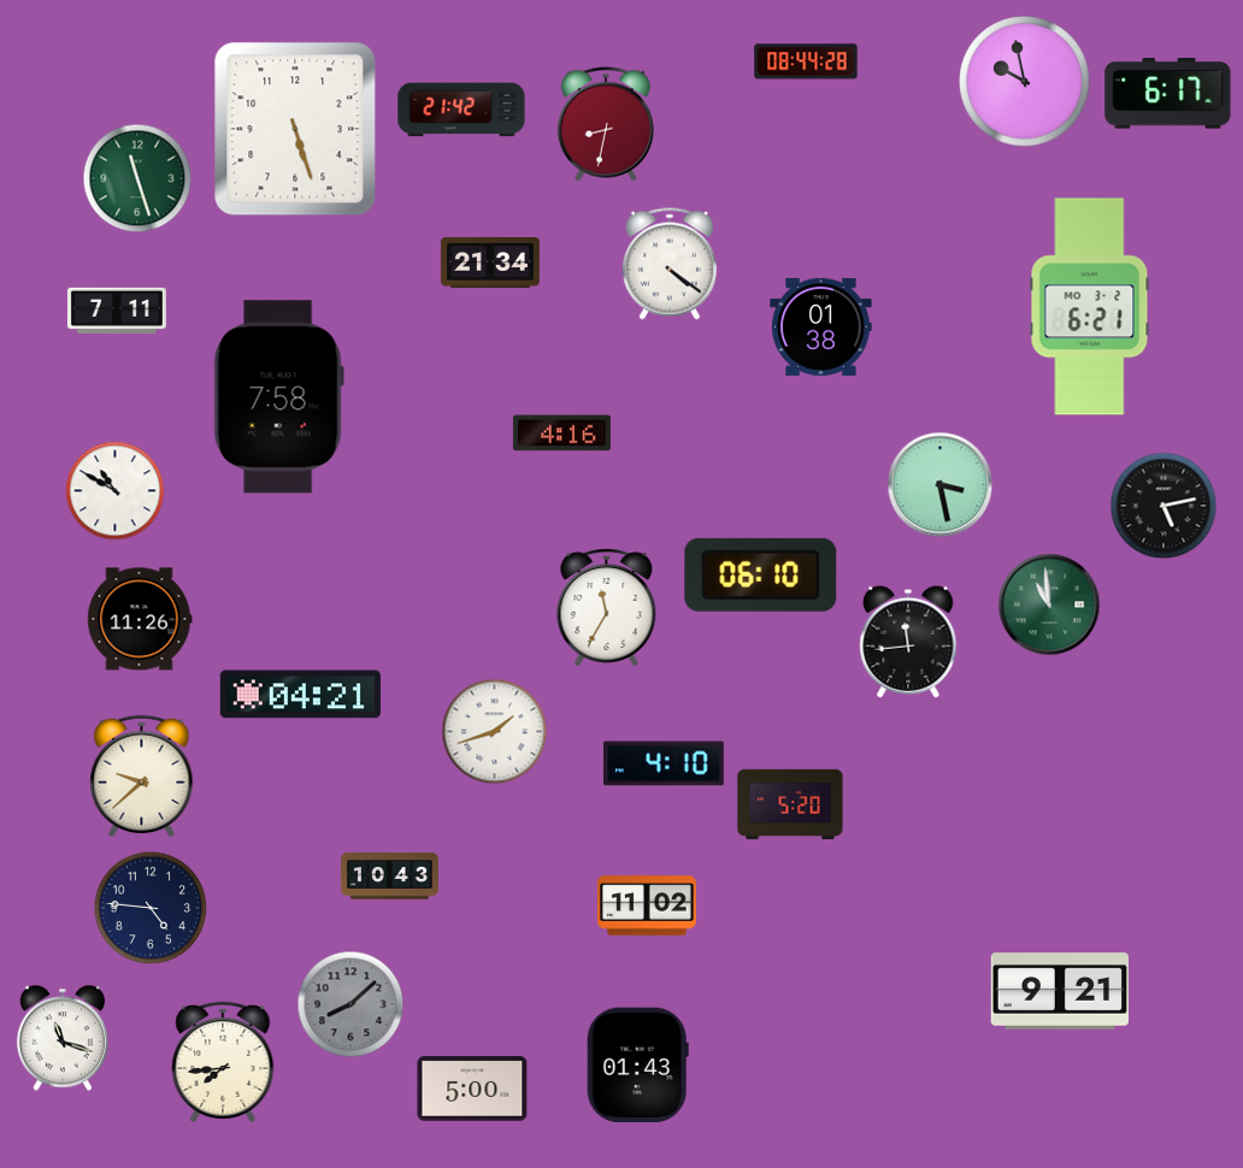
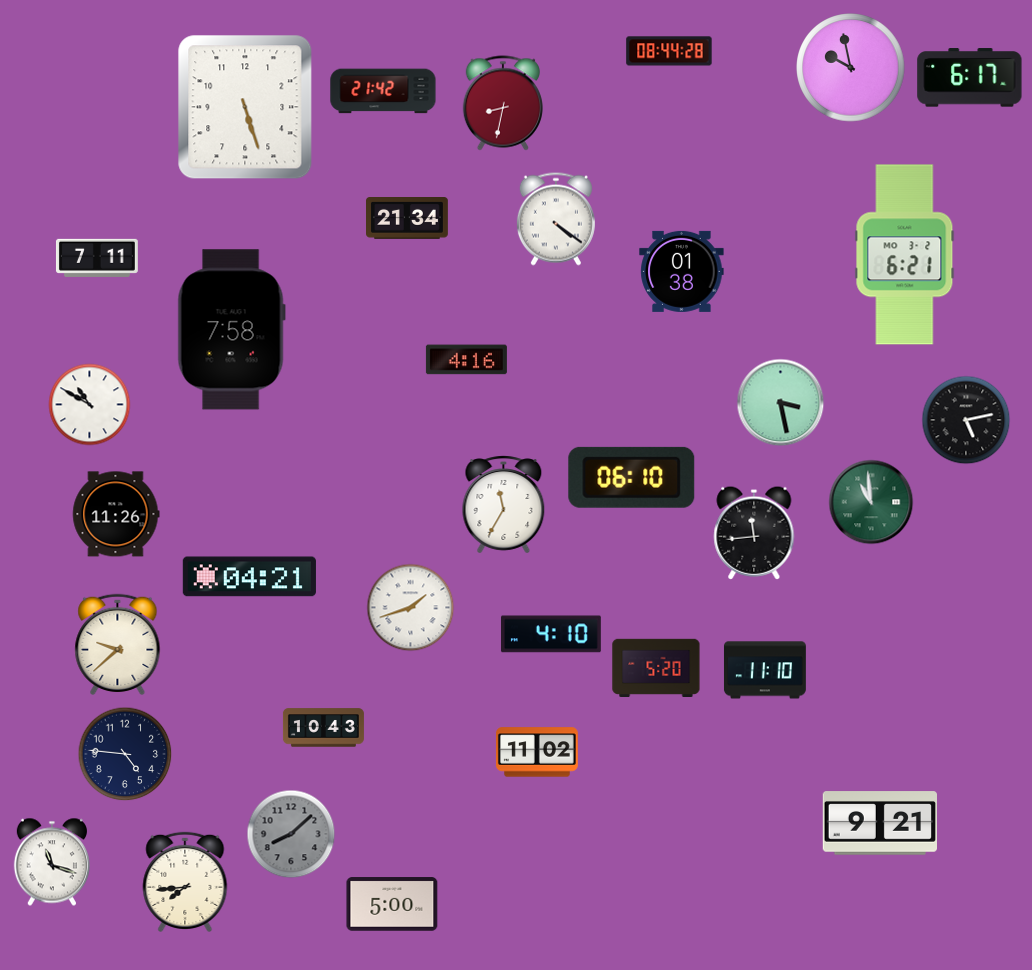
clock at (137, 178): 11:27 -> none
clock at (116, 491) position: (116, 491) -> (90, 405)
clock at (765, 670): none -> 11:10
clock at (637, 1066): 01:43 -> none
